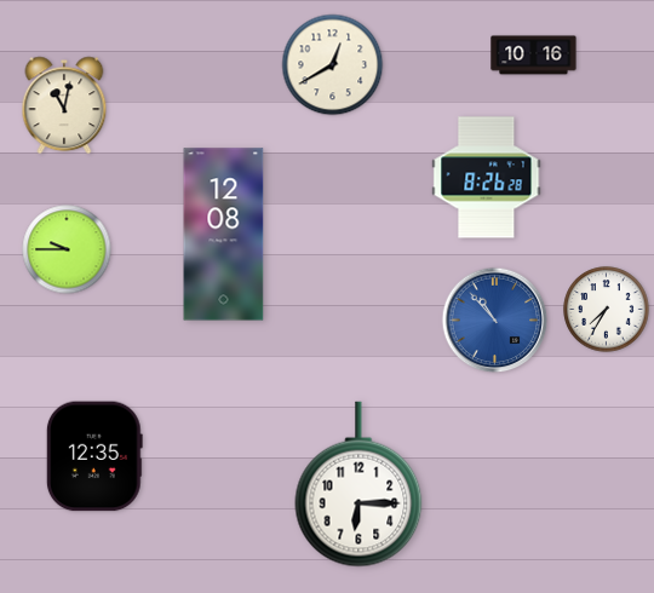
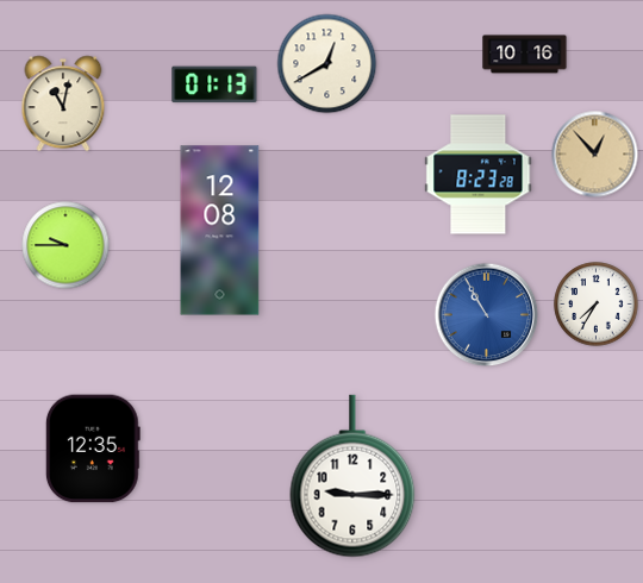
clock at (214, 84): none -> 01:13
clock at (595, 155): none -> 12:53
clock at (487, 178): 8:26 -> 8:23
clock at (495, 321): 10:53 -> 10:55
clock at (358, 484): 6:15 -> 9:15
